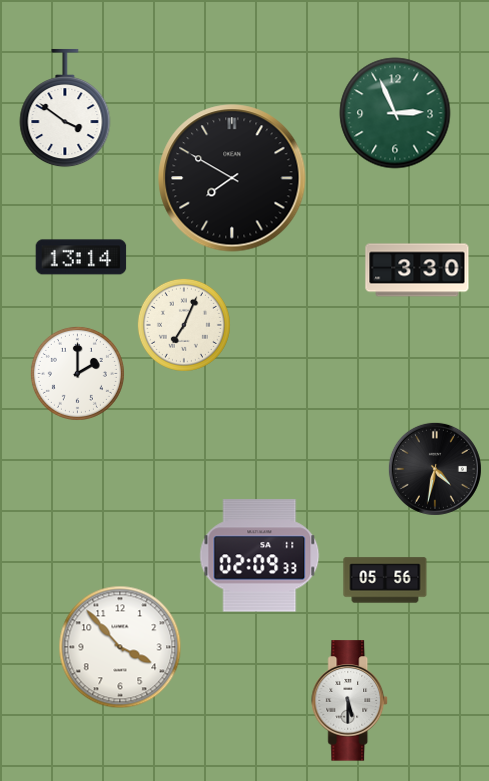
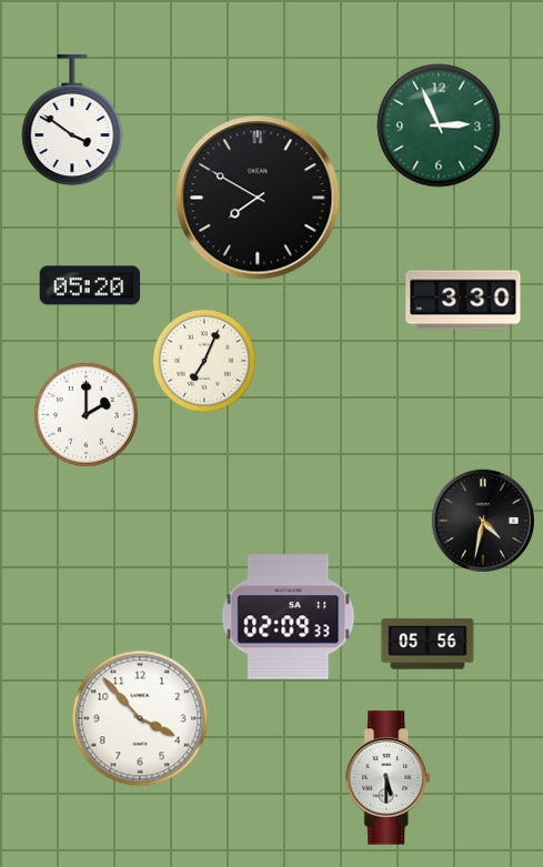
clock at (81, 257): 13:14 -> 05:20
clock at (120, 647) position: (120, 647) -> (140, 718)
